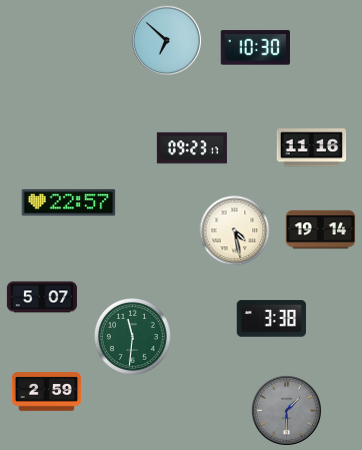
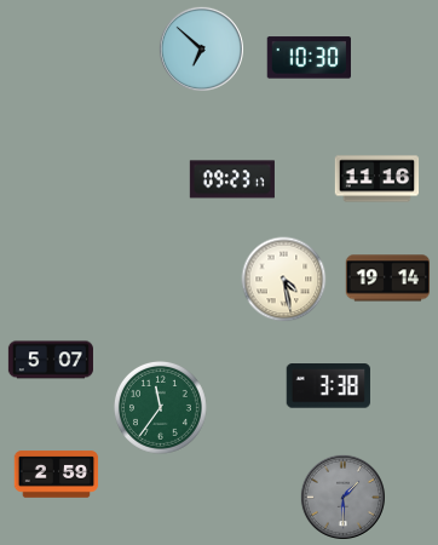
clock at (69, 203): 22:57 -> none
clock at (132, 336): 11:31 -> 11:36
clock at (286, 410) position: (286, 410) -> (342, 497)
